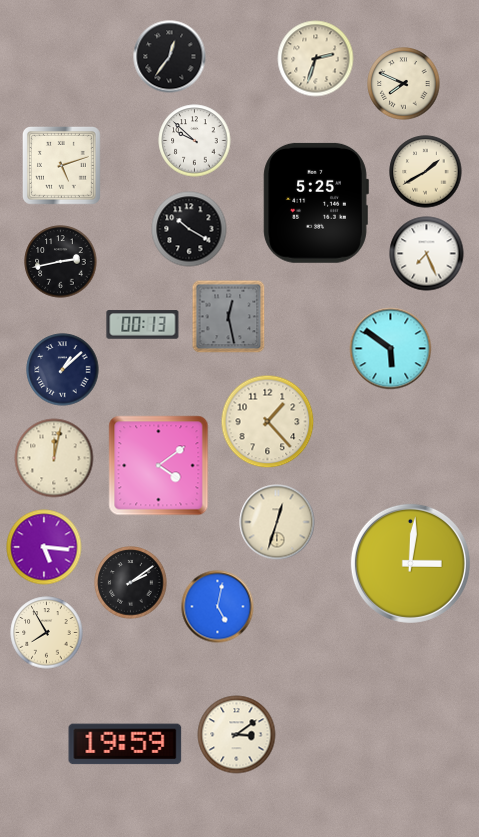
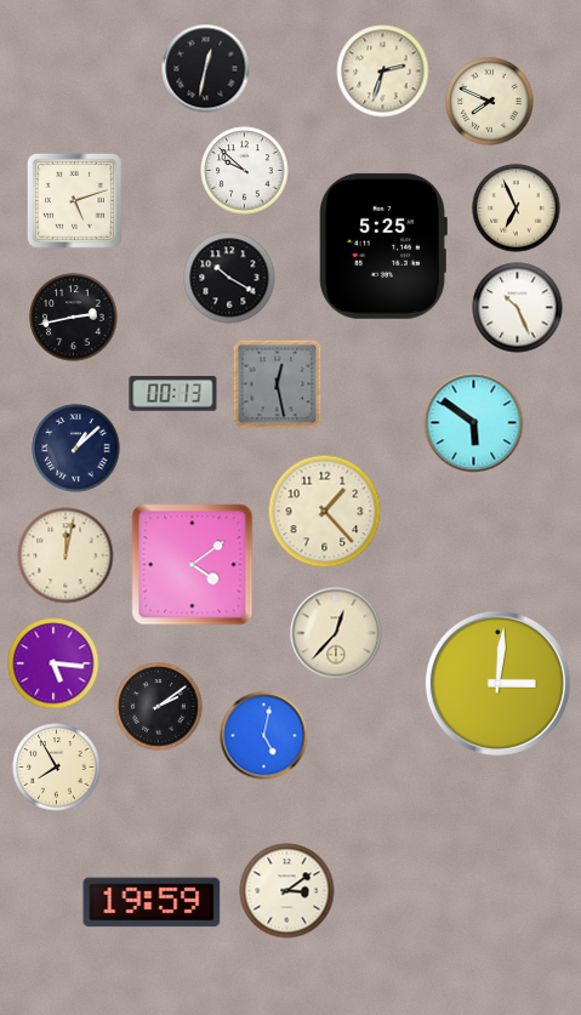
clock at (170, 57): 12:36 -> 12:32
clock at (195, 141) position: (195, 141) -> (245, 171)
clock at (426, 172): 1:40 -> 6:56
clock at (427, 254): 7:26 -> 10:26
clock at (277, 522): 12:33 -> 12:37
